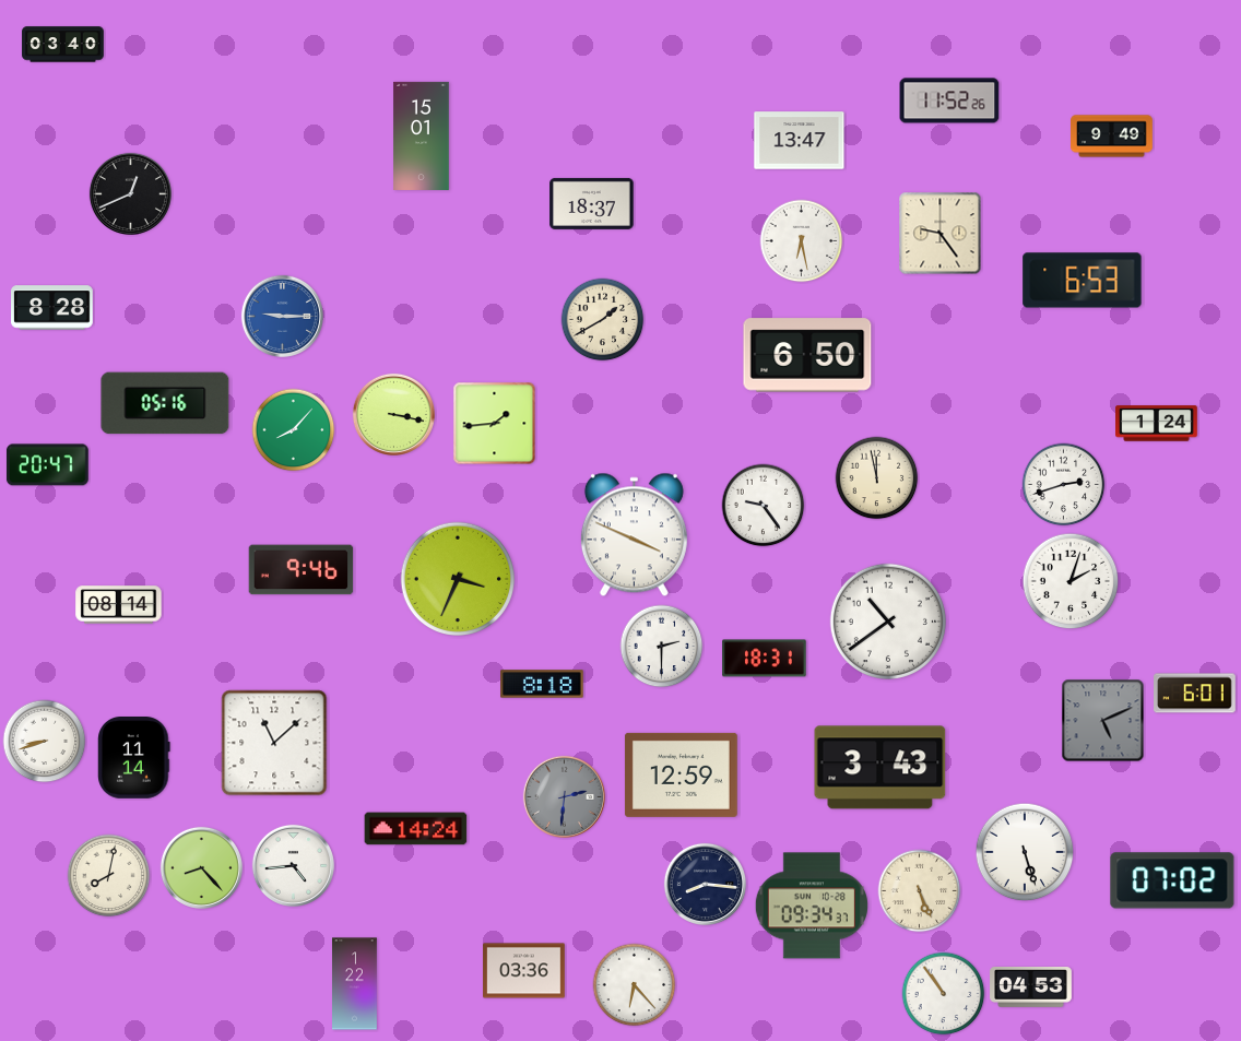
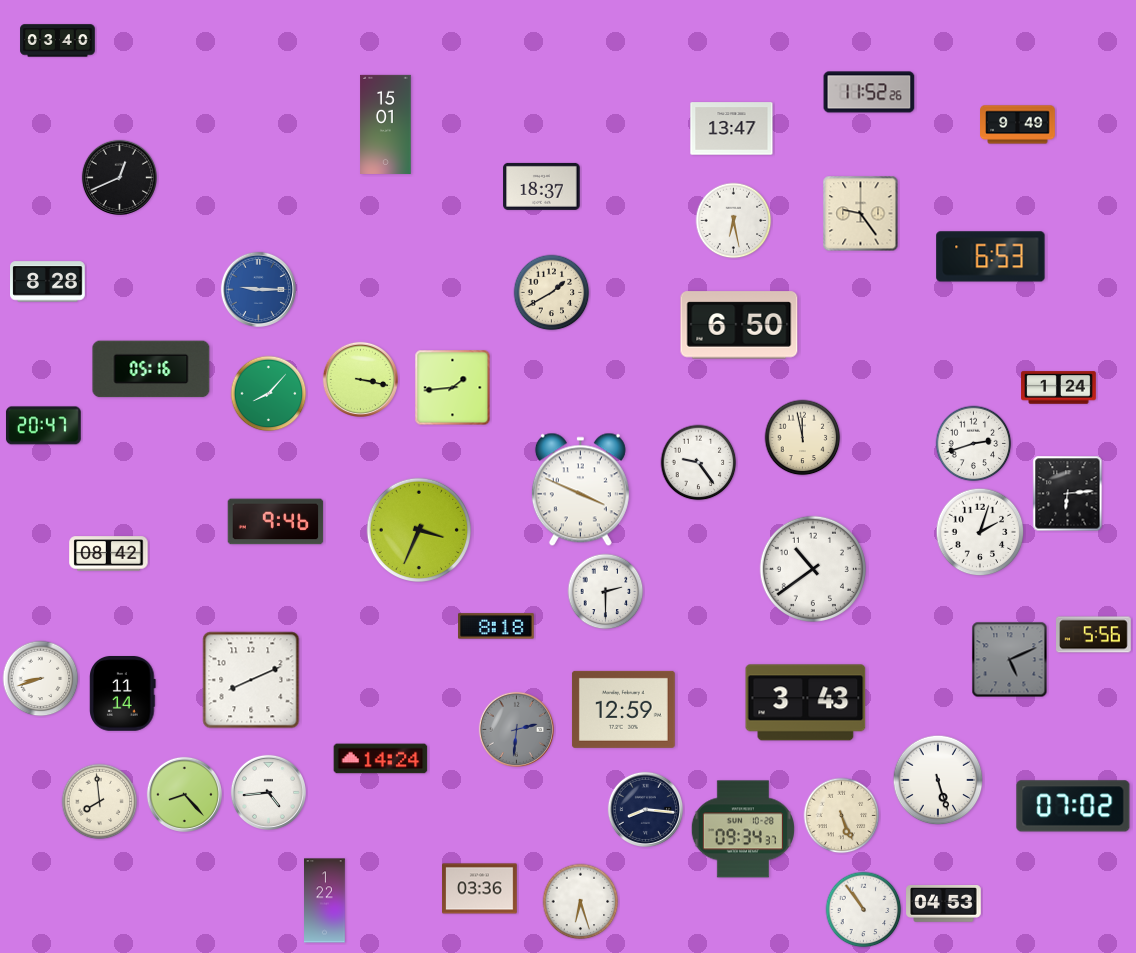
clock at (1068, 494): none -> 6:14
clock at (119, 605): 08:14 -> 08:42
clock at (765, 659): 18:31 -> none
clock at (1195, 694): 6:01 -> 5:56
clock at (274, 743): 11:08 -> 8:11
clock at (109, 876): 8:02 -> 7:59
clock at (635, 985): 6:23 -> 6:27
